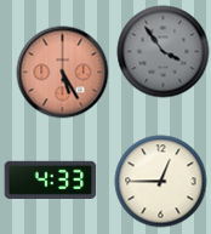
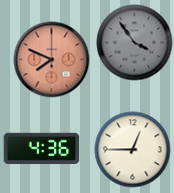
clock at (63, 73): 5:25 -> 7:49
clock at (51, 179): 4:33 -> 4:36
